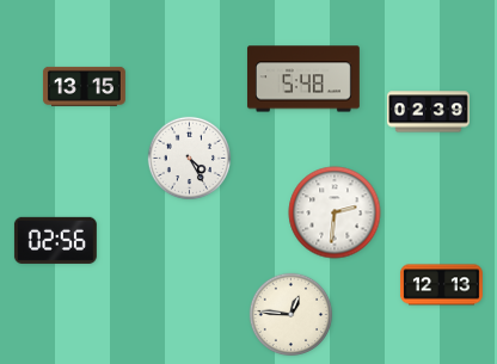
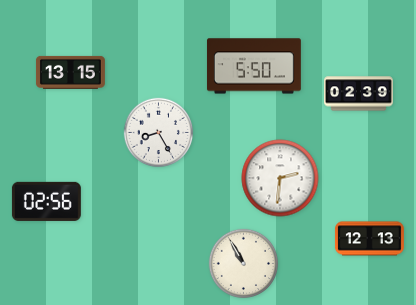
clock at (303, 79): 5:48 -> 5:50
clock at (190, 159): 4:25 -> 8:25
clock at (292, 315): 12:46 -> 10:55
